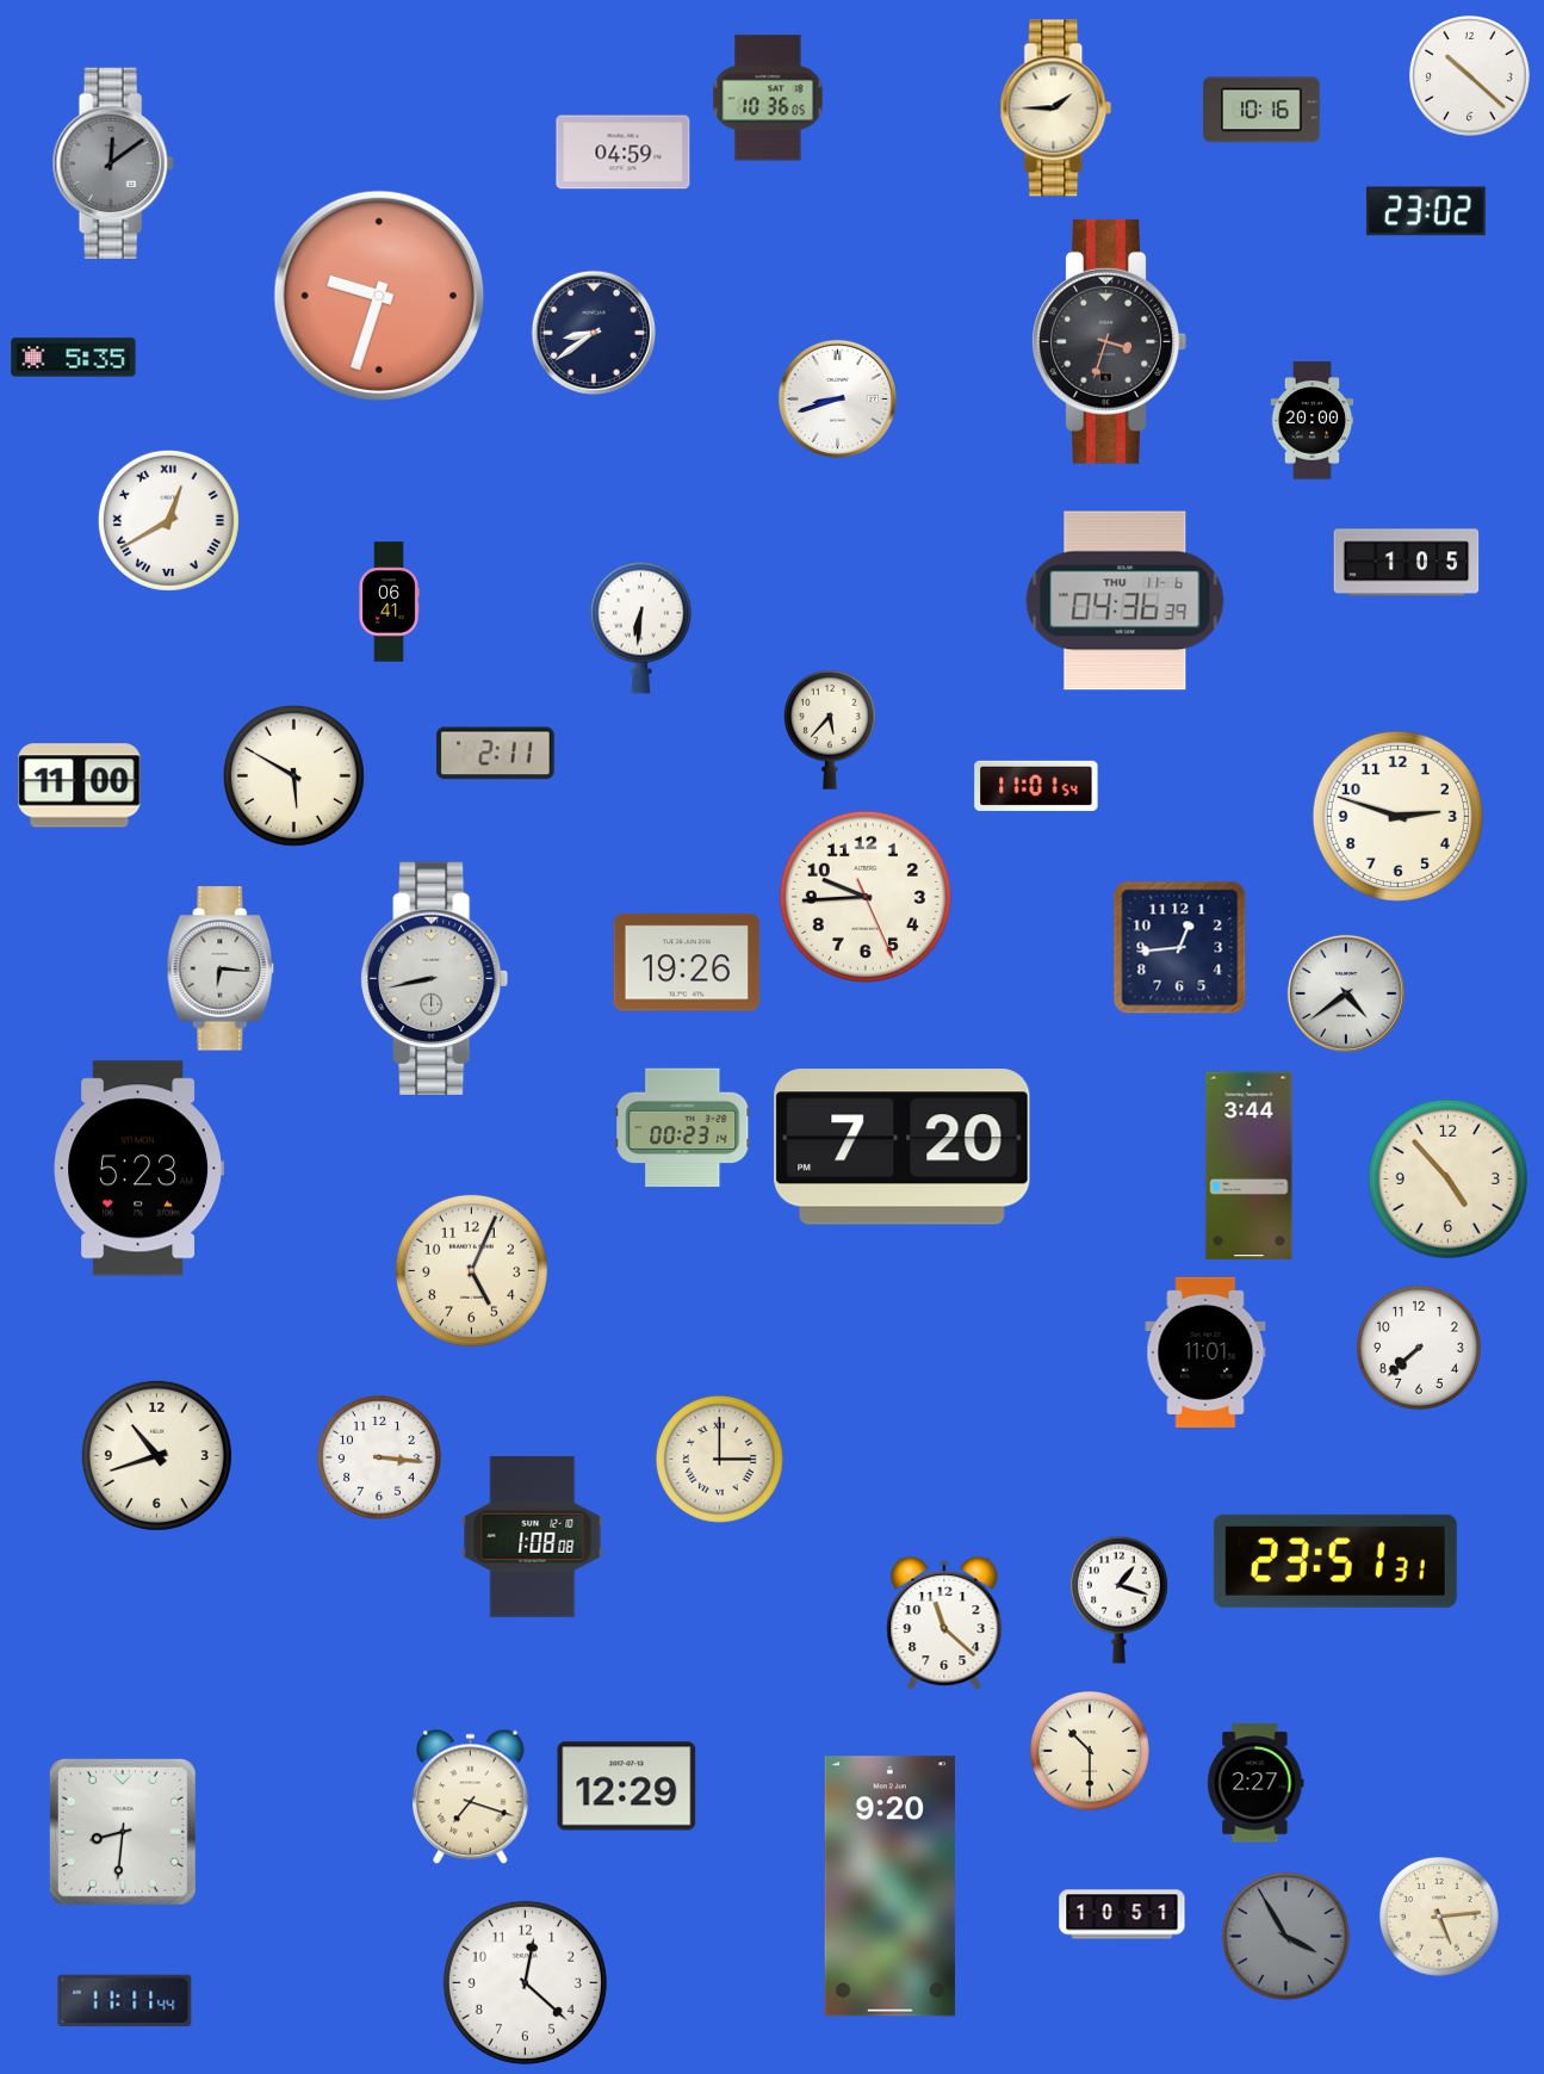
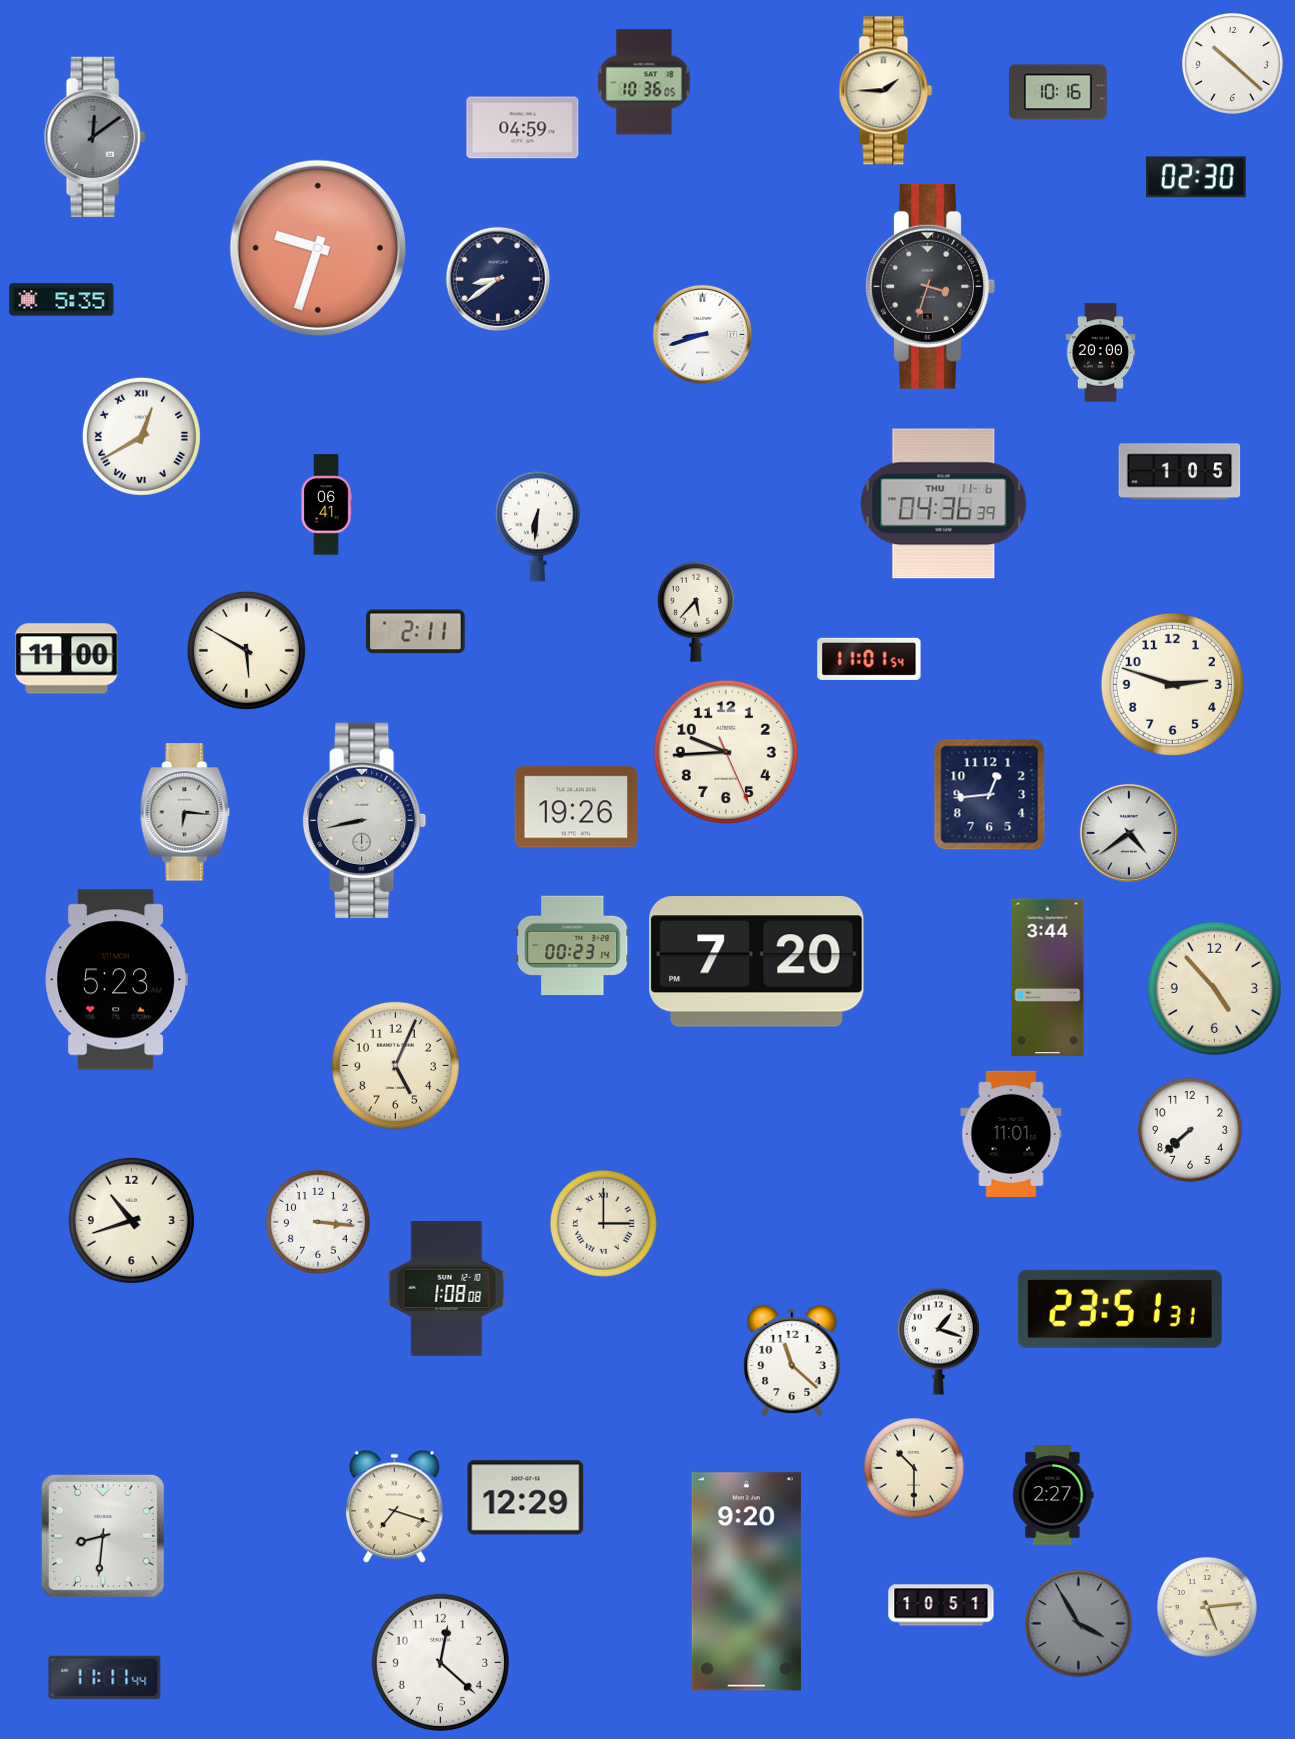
clock at (1426, 211): 23:02 -> 02:30
